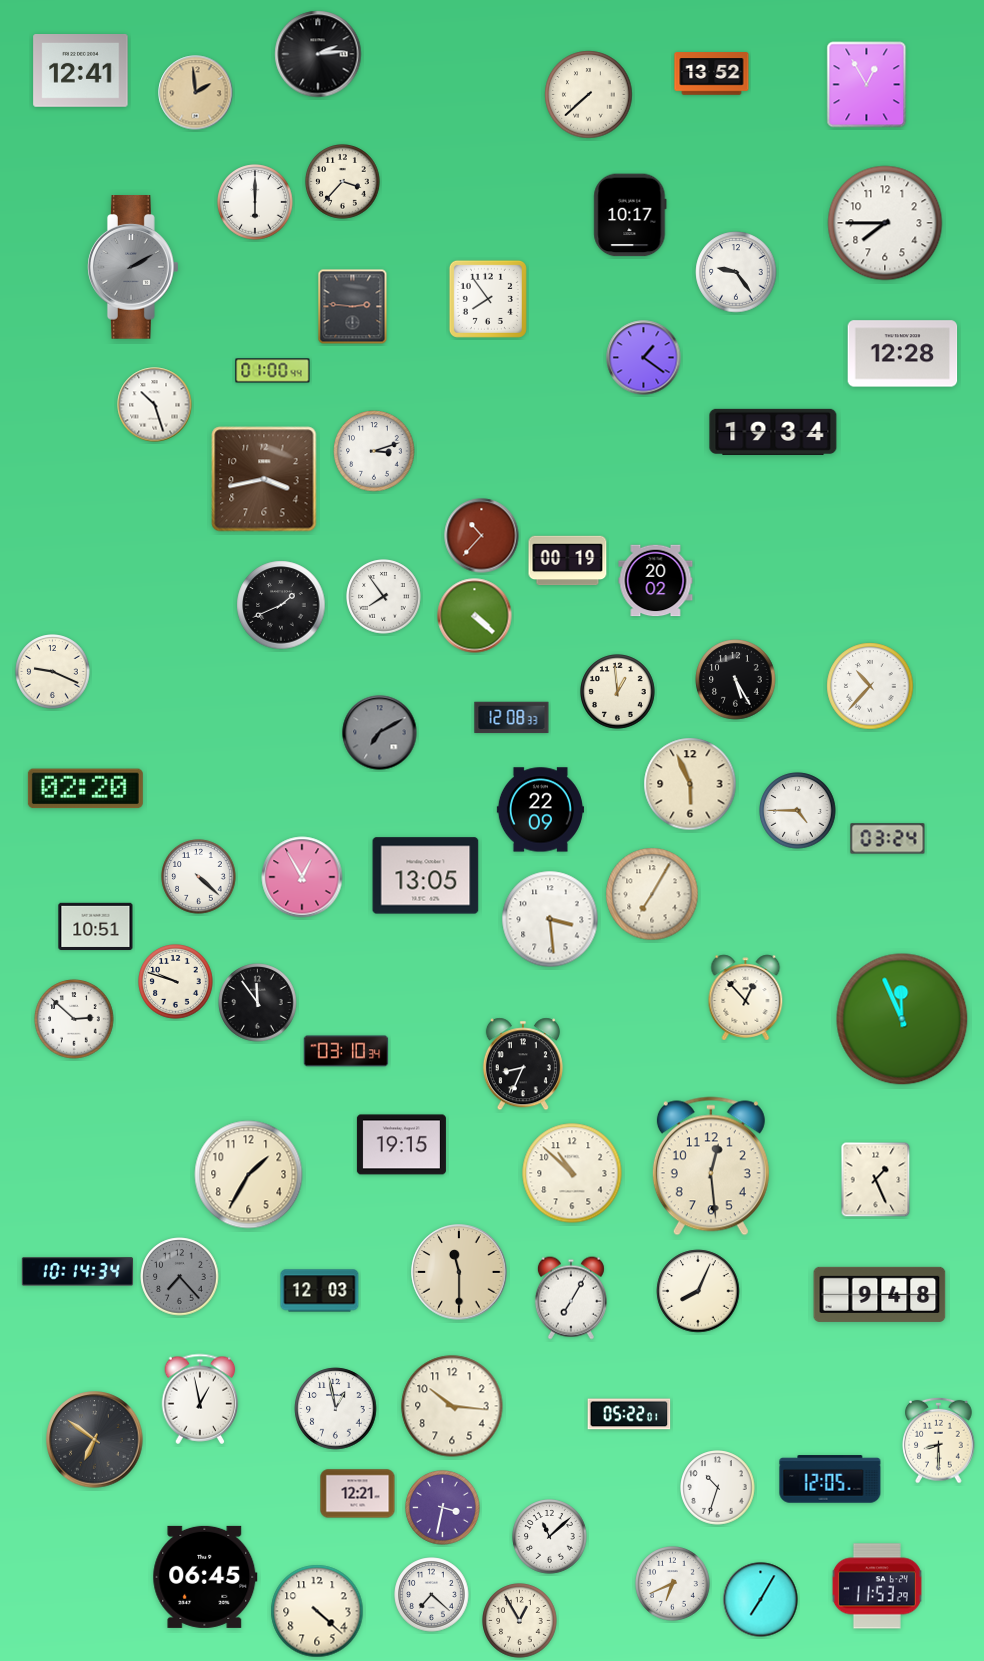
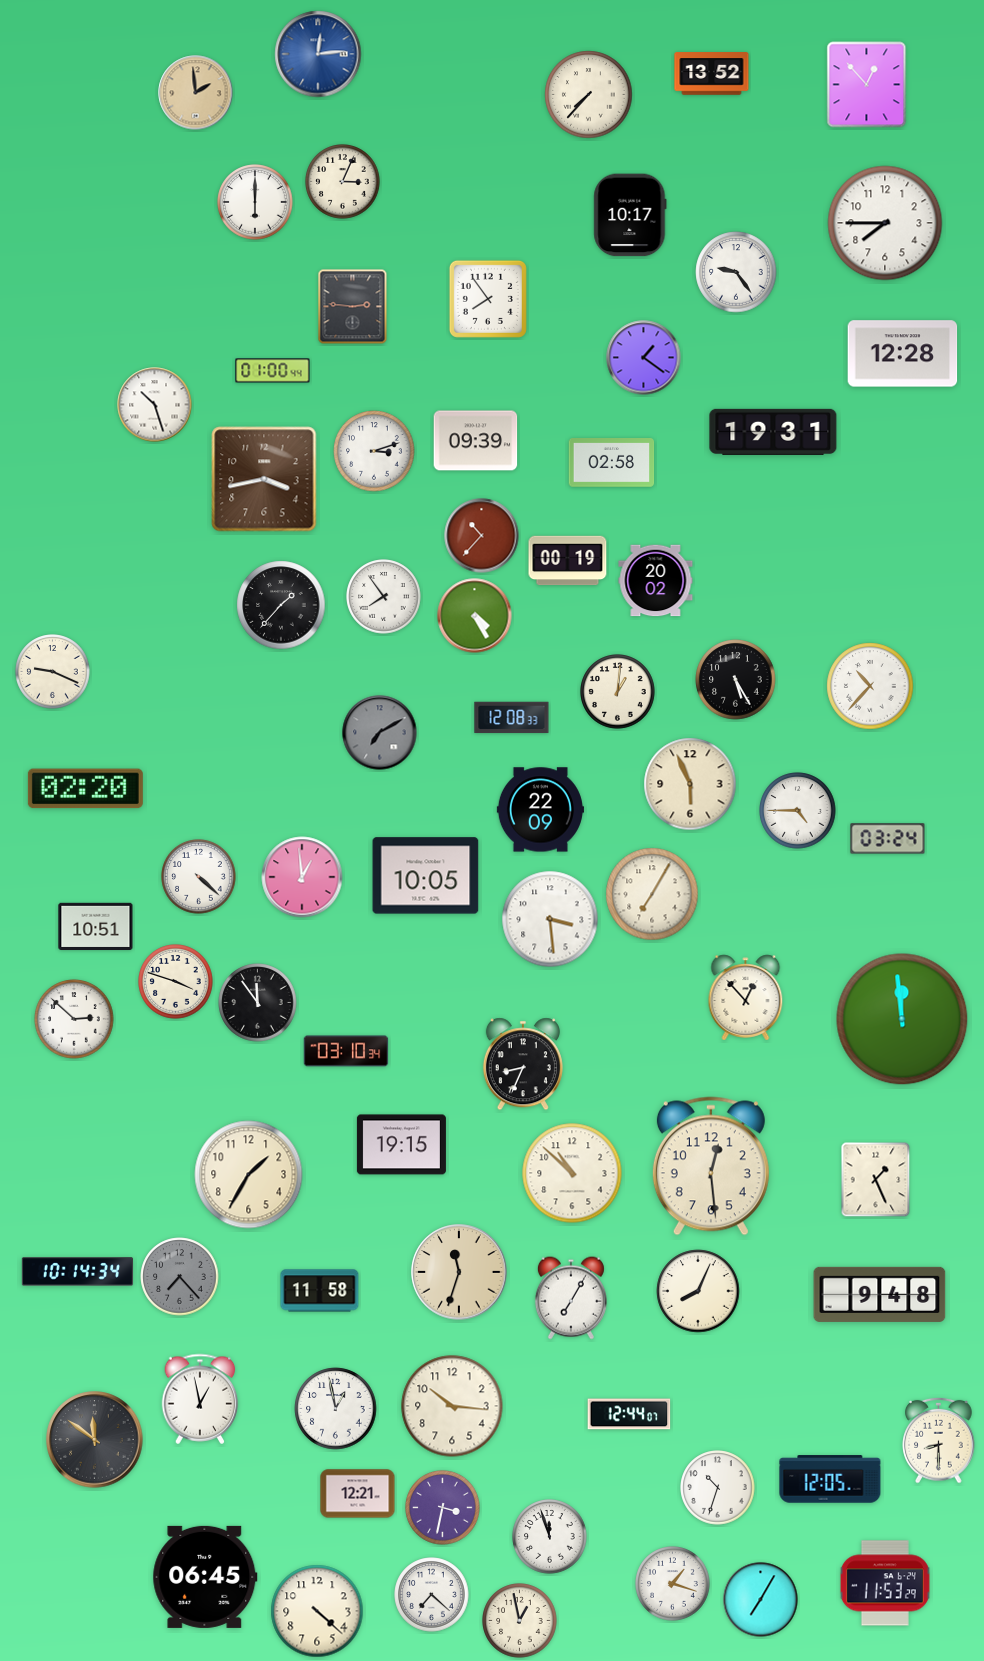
clock at (318, 54): 2:14 -> 12:14
clock at (318, 54) dial: black -> blue
clock at (81, 71): 12:41 -> none
clock at (867, 85): 12:55 -> 12:53
clock at (589, 95): 7:38 -> 7:37
clock at (343, 182): 3:37 -> 3:04
clock at (134, 267): 2:10 -> none
clock at (773, 432): 19:34 -> 19:31
clock at (476, 441): none -> 09:39
clock at (612, 463): none -> 02:58
clock at (281, 605): 1:41 -> 1:37
clock at (475, 616): 4:22 -> 4:25
clock at (618, 692): 12:59 -> 1:01
clock at (426, 876): 13:05 -> 10:05
clock at (302, 877): 12:55 -> 12:59
clock at (176, 982): 9:48 -> 3:48
clock at (902, 1019): 11:56 -> 11:59
clock at (459, 1272): 11:30 -> 11:33
clock at (320, 1291): 12:03 -> 11:58
clock at (629, 1414): 05:22 -> 12:44
clock at (95, 1440): 6:51 -> 11:51
clock at (550, 1537): 11:08 -> 11:57
clock at (673, 1584): 6:41 -> 1:18
clock at (877, 1586) position: (877, 1586) -> (885, 1583)
clock at (520, 1621): 12:55 -> 12:58
